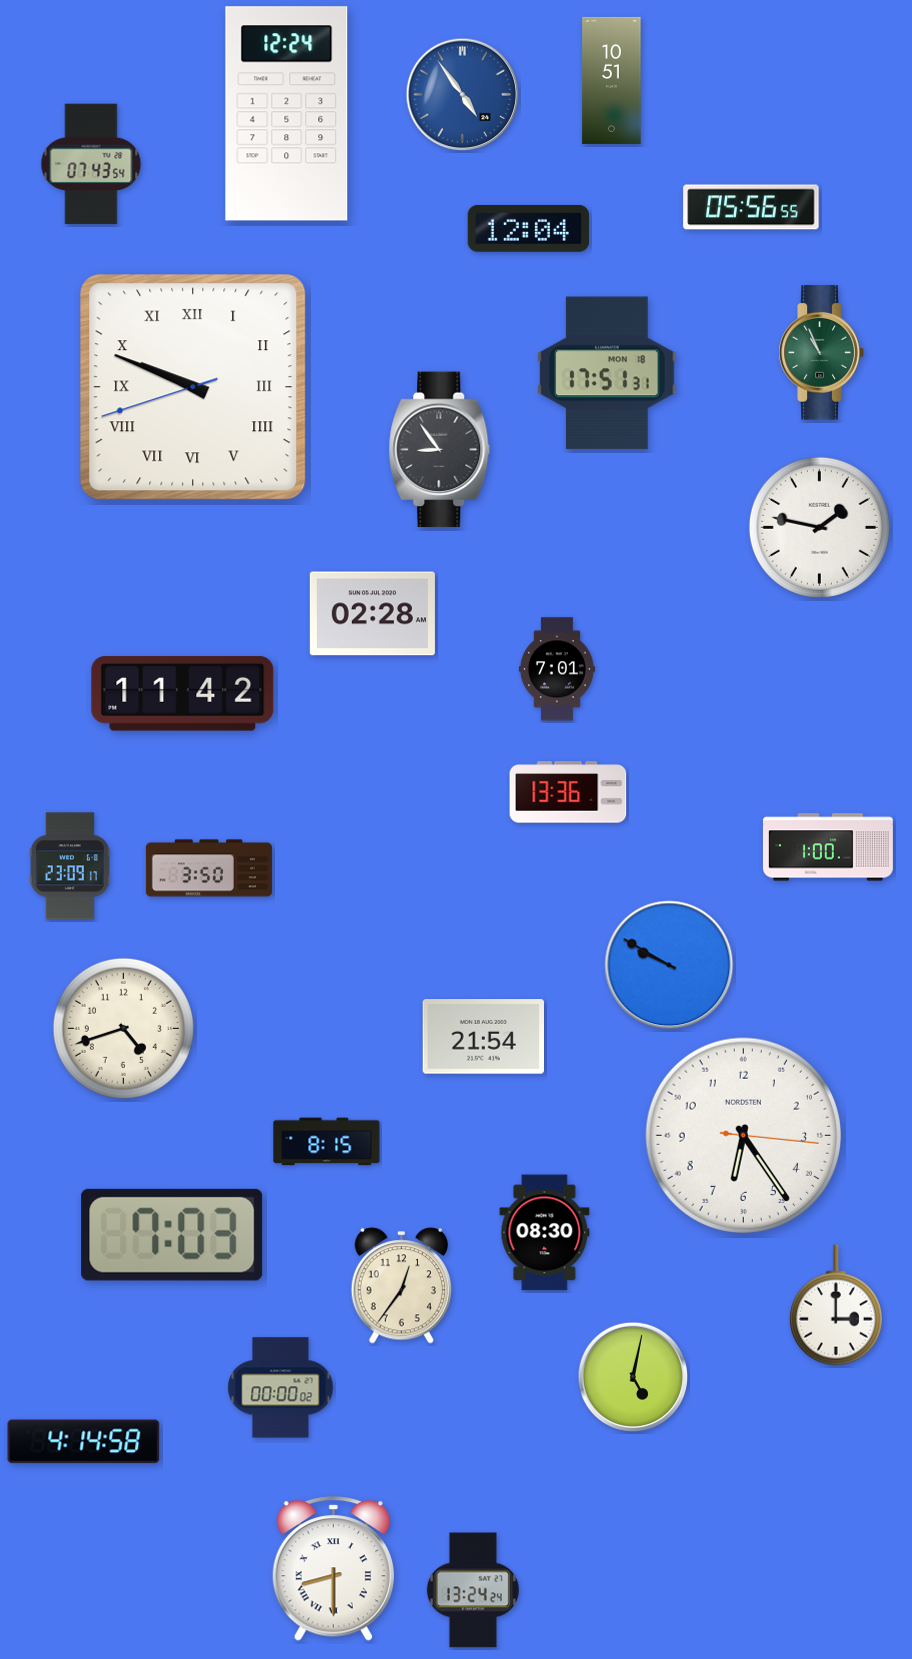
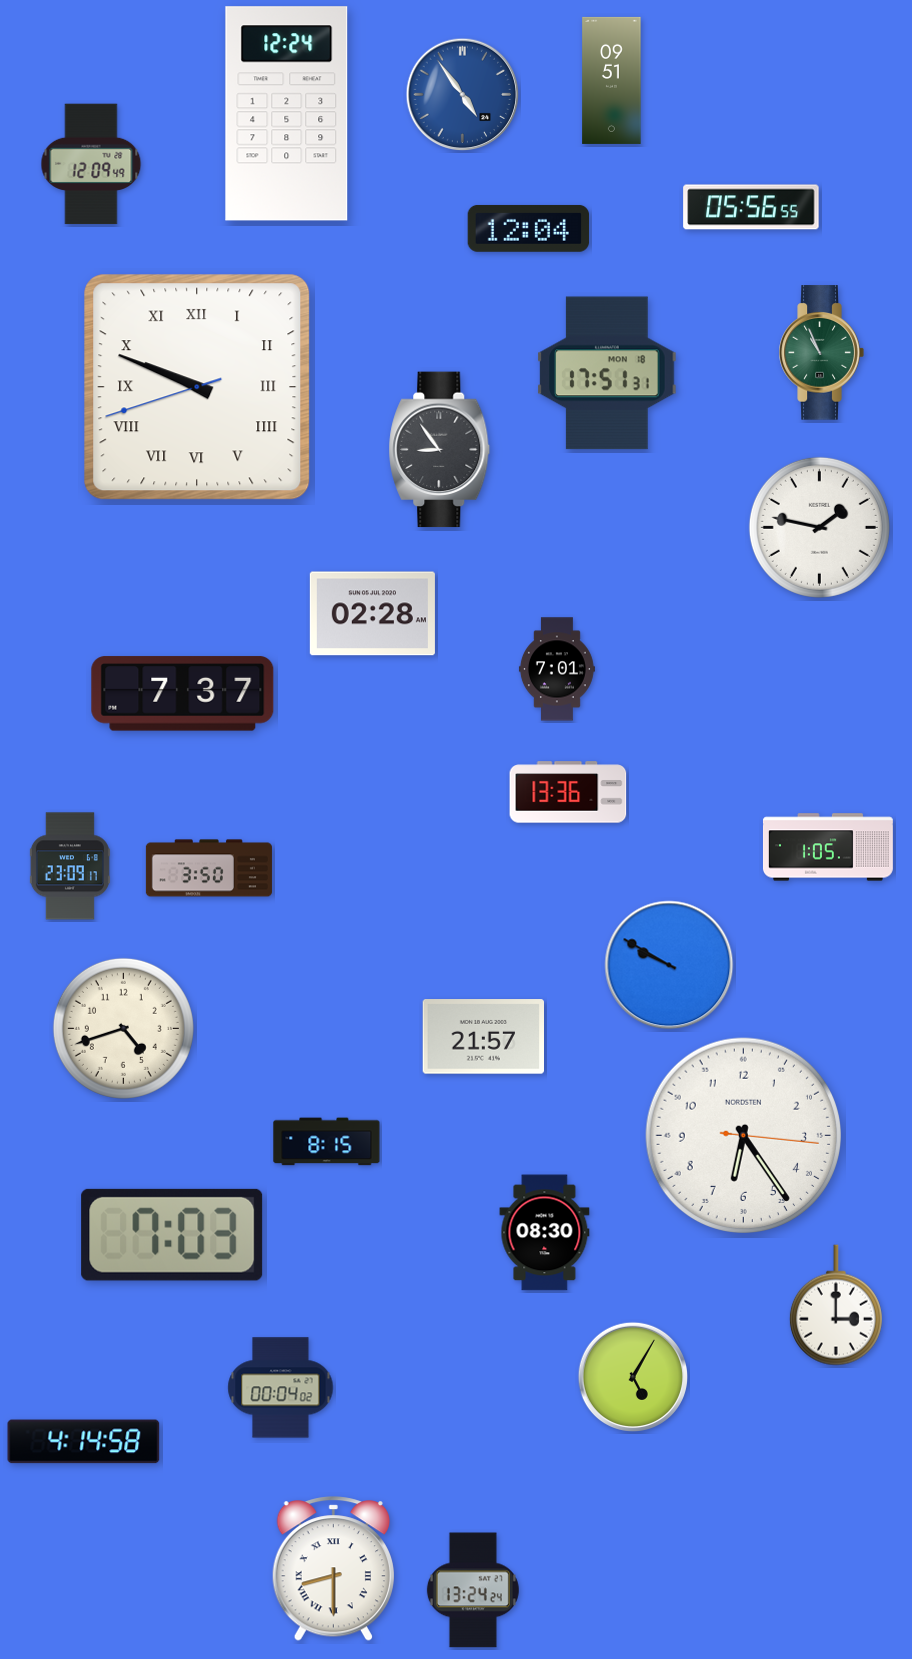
clock at (612, 80): 10:51 -> 09:51
clock at (91, 164): 07:43 -> 12:09
clock at (193, 387) position: (193, 387) -> (197, 387)
clock at (183, 694): 11:42 -> 7:37
clock at (828, 847): 1:00 -> 1:05
clock at (483, 1037): 21:54 -> 21:57
clock at (401, 1286): 12:36 -> none
clock at (632, 1376): 5:02 -> 5:05
clock at (281, 1388): 00:00 -> 00:04
